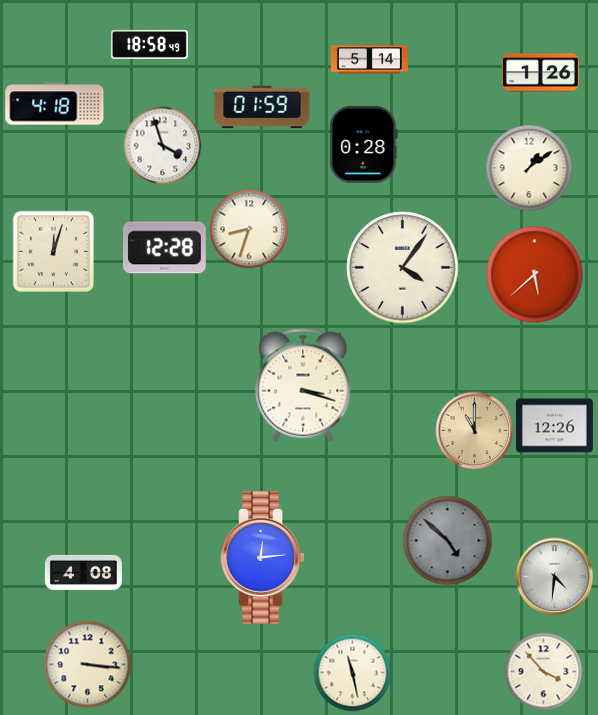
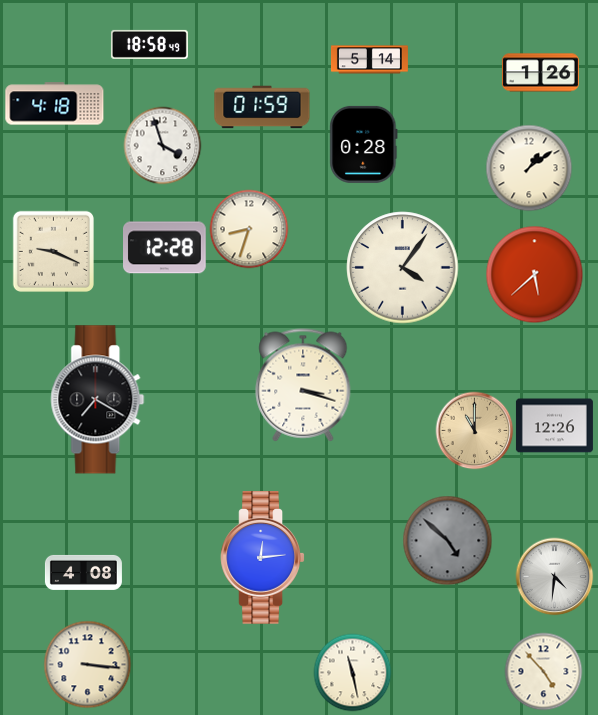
clock at (53, 251): 12:03 -> 9:19
clock at (98, 400): none -> 7:20
clock at (543, 671): 3:53 -> 4:53
